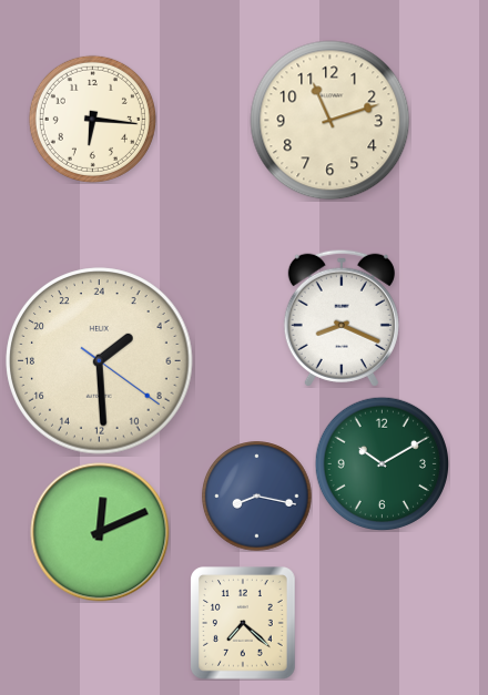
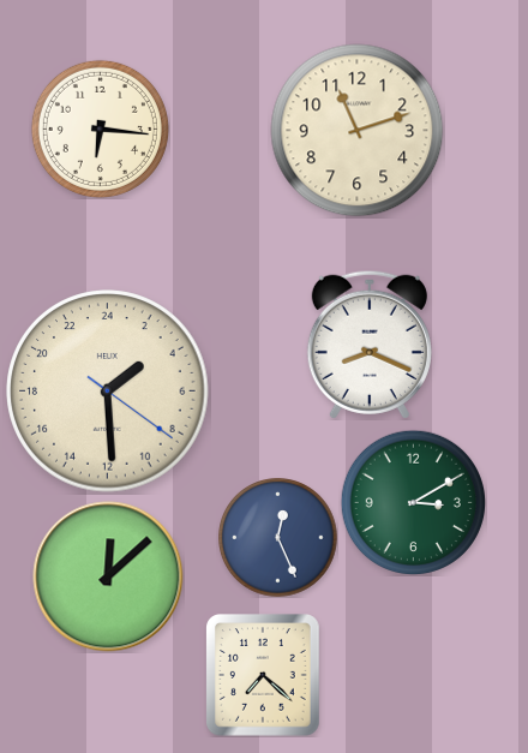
clock at (382, 463): 10:10 -> 3:10
clock at (257, 497): 8:17 -> 12:26
clock at (100, 532): 12:11 -> 12:08
